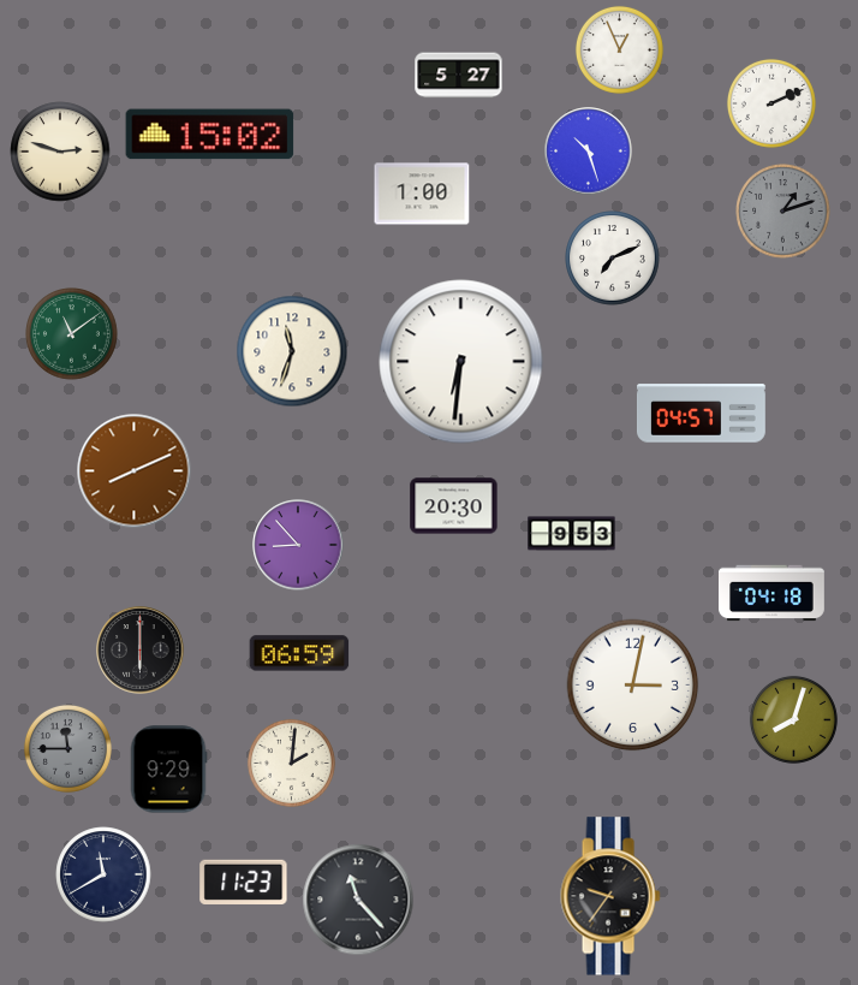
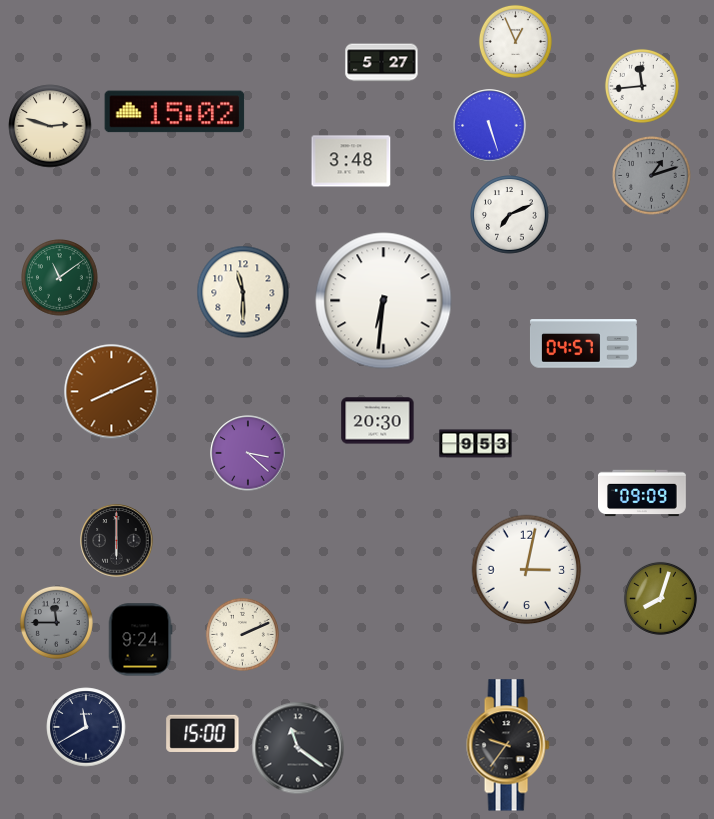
clock at (771, 103): 2:11 -> 11:44
clock at (589, 152): 10:27 -> 5:27
clock at (422, 194): 1:00 -> 3:48
clock at (292, 351): 11:33 -> 11:30
clock at (298, 545): 8:53 -> 3:22
clock at (771, 593): 04:18 -> 09:09
clock at (299, 653): 06:59 -> none
clock at (291, 763): 2:01 -> 2:11
clock at (168, 770): 9:29 -> 9:24
clock at (244, 882): 11:23 -> 15:00
clock at (358, 900): 11:23 -> 11:21
